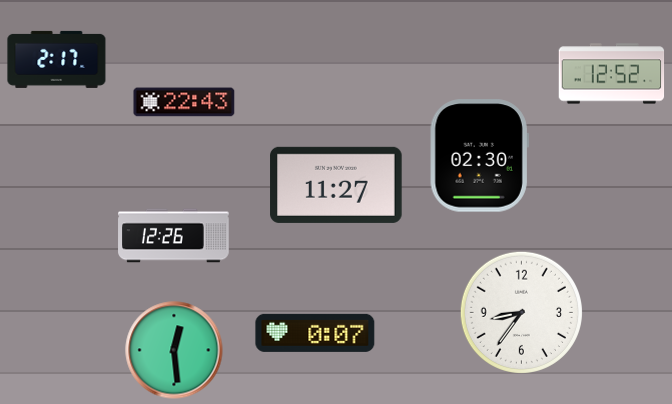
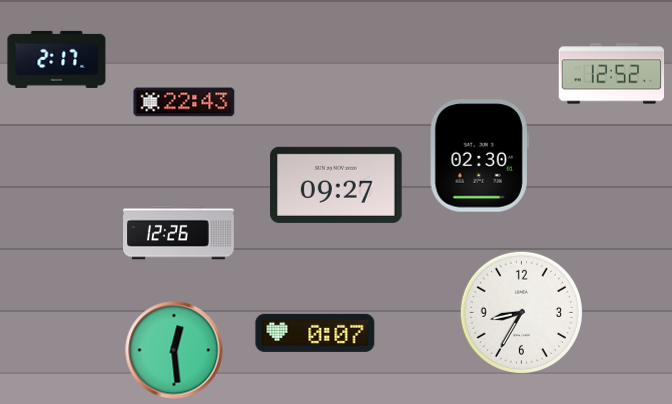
clock at (336, 185): 11:27 -> 09:27
clock at (174, 236) position: (174, 236) -> (179, 233)
clock at (521, 312): 8:36 -> 8:35
